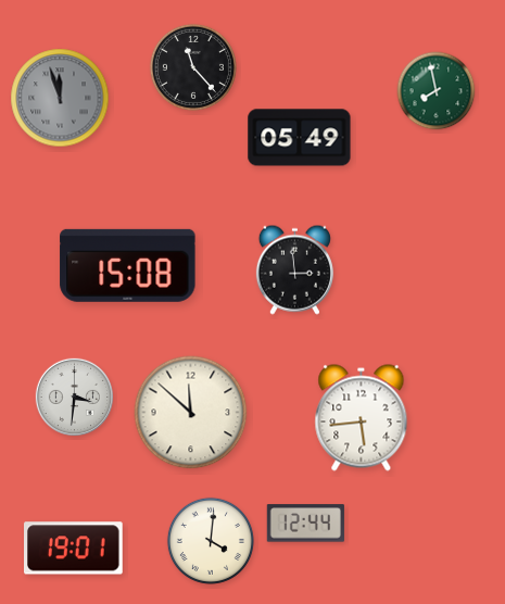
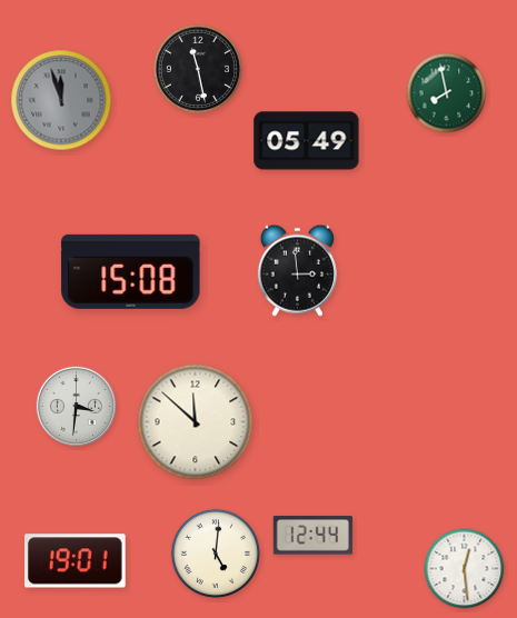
clock at (193, 67): 11:23 -> 11:28
clock at (294, 269) position: (294, 269) -> (297, 270)
clock at (362, 418): 5:44 -> none
clock at (211, 541): 4:01 -> 5:01
clock at (465, 569): none -> 12:29
